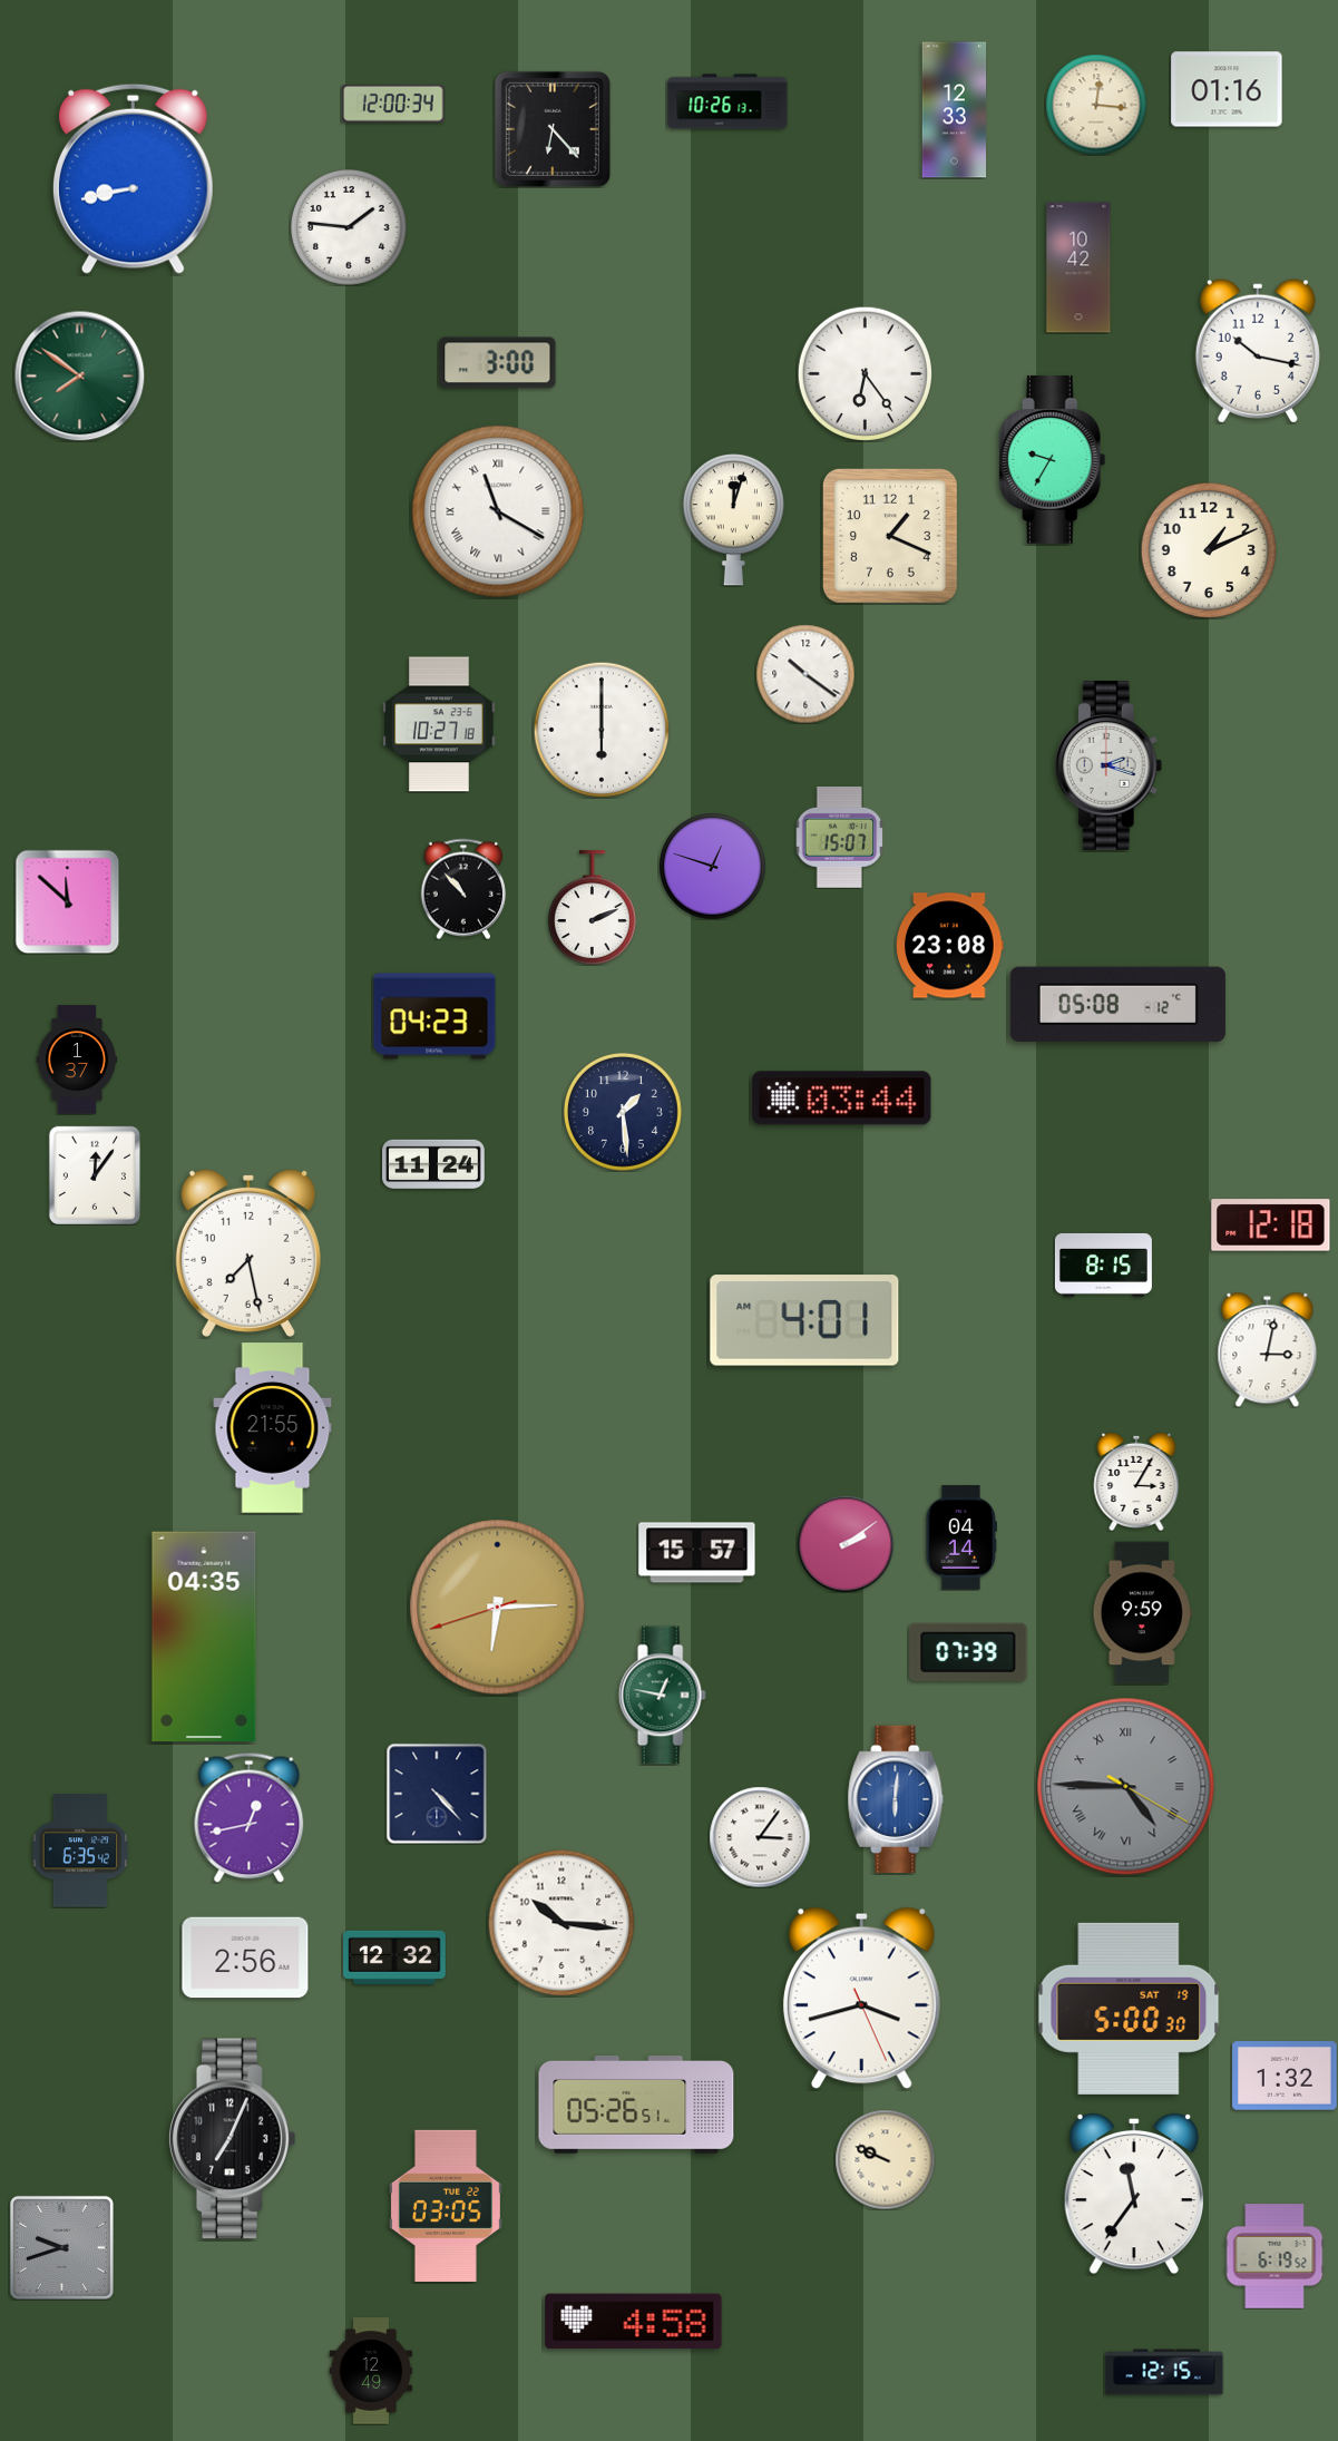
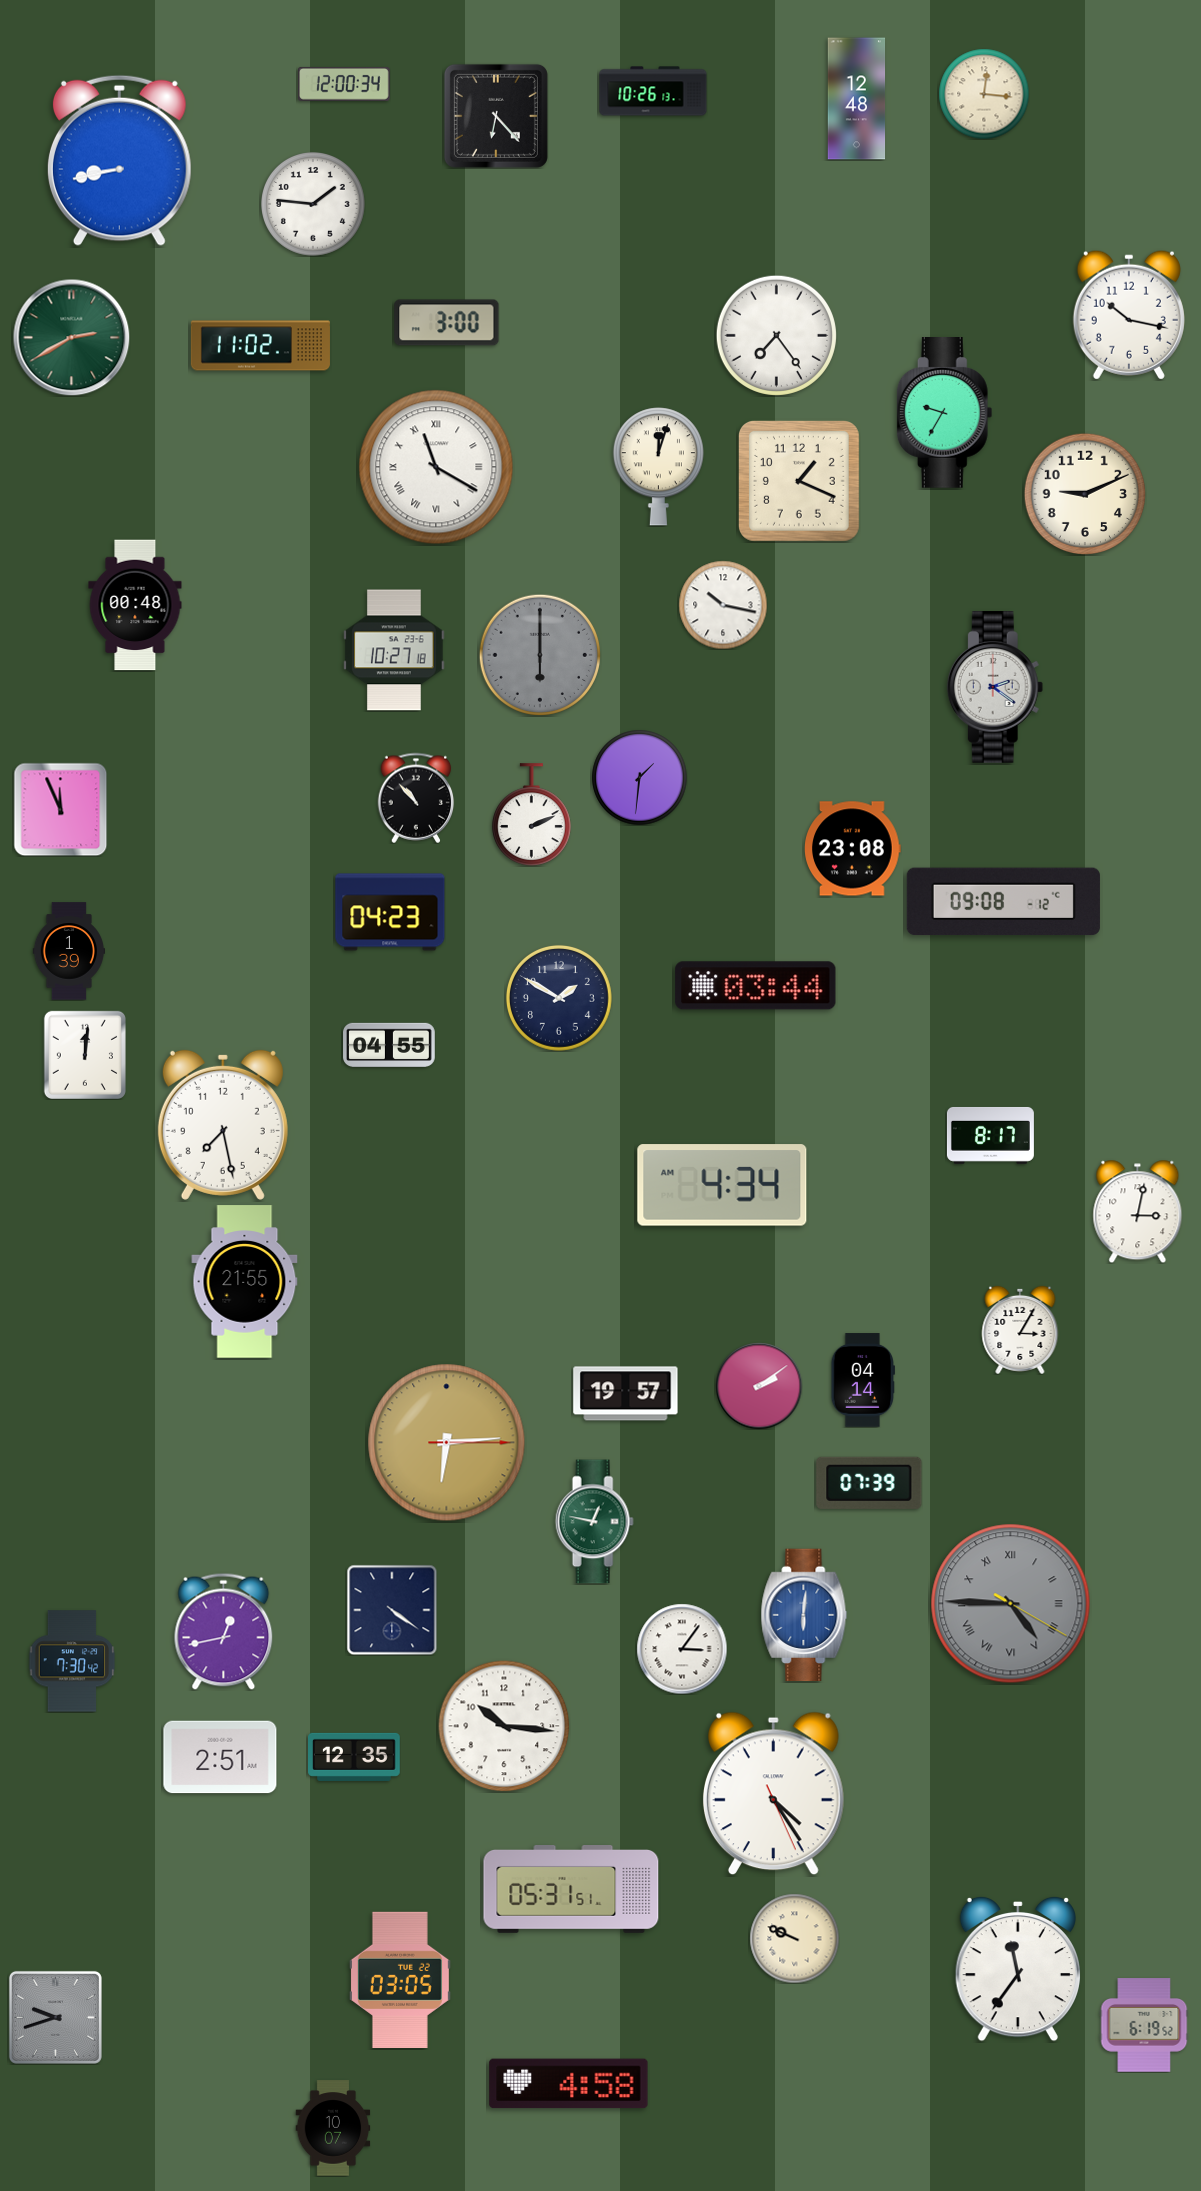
clock at (1227, 89): 01:16 -> none
clock at (394, 104) position: (394, 104) -> (345, 84)
clock at (955, 110): 12:33 -> 12:48
clock at (1078, 267): 10:42 -> none
clock at (498, 363) position: (498, 363) -> (447, 323)
clock at (865, 373): 6:24 -> 7:24
clock at (79, 375): 7:51 -> 2:40
clock at (260, 346): none -> 11:02
clock at (498, 511) position: (498, 511) -> (436, 467)
clock at (1208, 549): 1:11 -> 9:11
clock at (135, 605): none -> 00:48
clock at (805, 674): 10:21 -> 10:17
clock at (600, 729) dial: white -> grey
clock at (1109, 765): 2:18 -> 2:21
clock at (840, 837): 15:07 -> none
clock at (712, 866): 12:48 -> 1:31
clock at (67, 901): 11:52 -> 11:56
clock at (1117, 1005): 05:08 -> 09:08
clock at (76, 1060): 1:37 -> 1:39
clock at (623, 1112): 1:29 -> 1:50
clock at (433, 1163): 11:24 -> 04:55
clock at (95, 1175): 12:06 -> 12:01
clock at (1271, 1226): 12:18 -> none
clock at (1103, 1265): 8:15 -> 8:17
clock at (804, 1320): 4:01 -> 4:34
clock at (697, 1553): 15:57 -> 19:57
clock at (498, 1608): 6:14:42 -> 6:14:15
clock at (1142, 1613): 9:59 -> none
clock at (204, 1637): 04:35 -> none
clock at (437, 1794): 4:23 -> 4:21
clock at (80, 1851): 6:35 -> 7:30
clock at (245, 1957): 2:56 -> 2:51
clock at (395, 1957): 12:32 -> 12:35
clock at (861, 1999): 3:42 -> 4:24
clock at (1129, 2009): 5:00 -> none
clock at (1285, 2076): 1:32 -> none
clock at (636, 2106): 05:26 -> 05:31
clock at (232, 2139): 7:04 -> none
clock at (371, 2371): 12:49 -> 10:07
clock at (1164, 2372): 12:15 -> none
